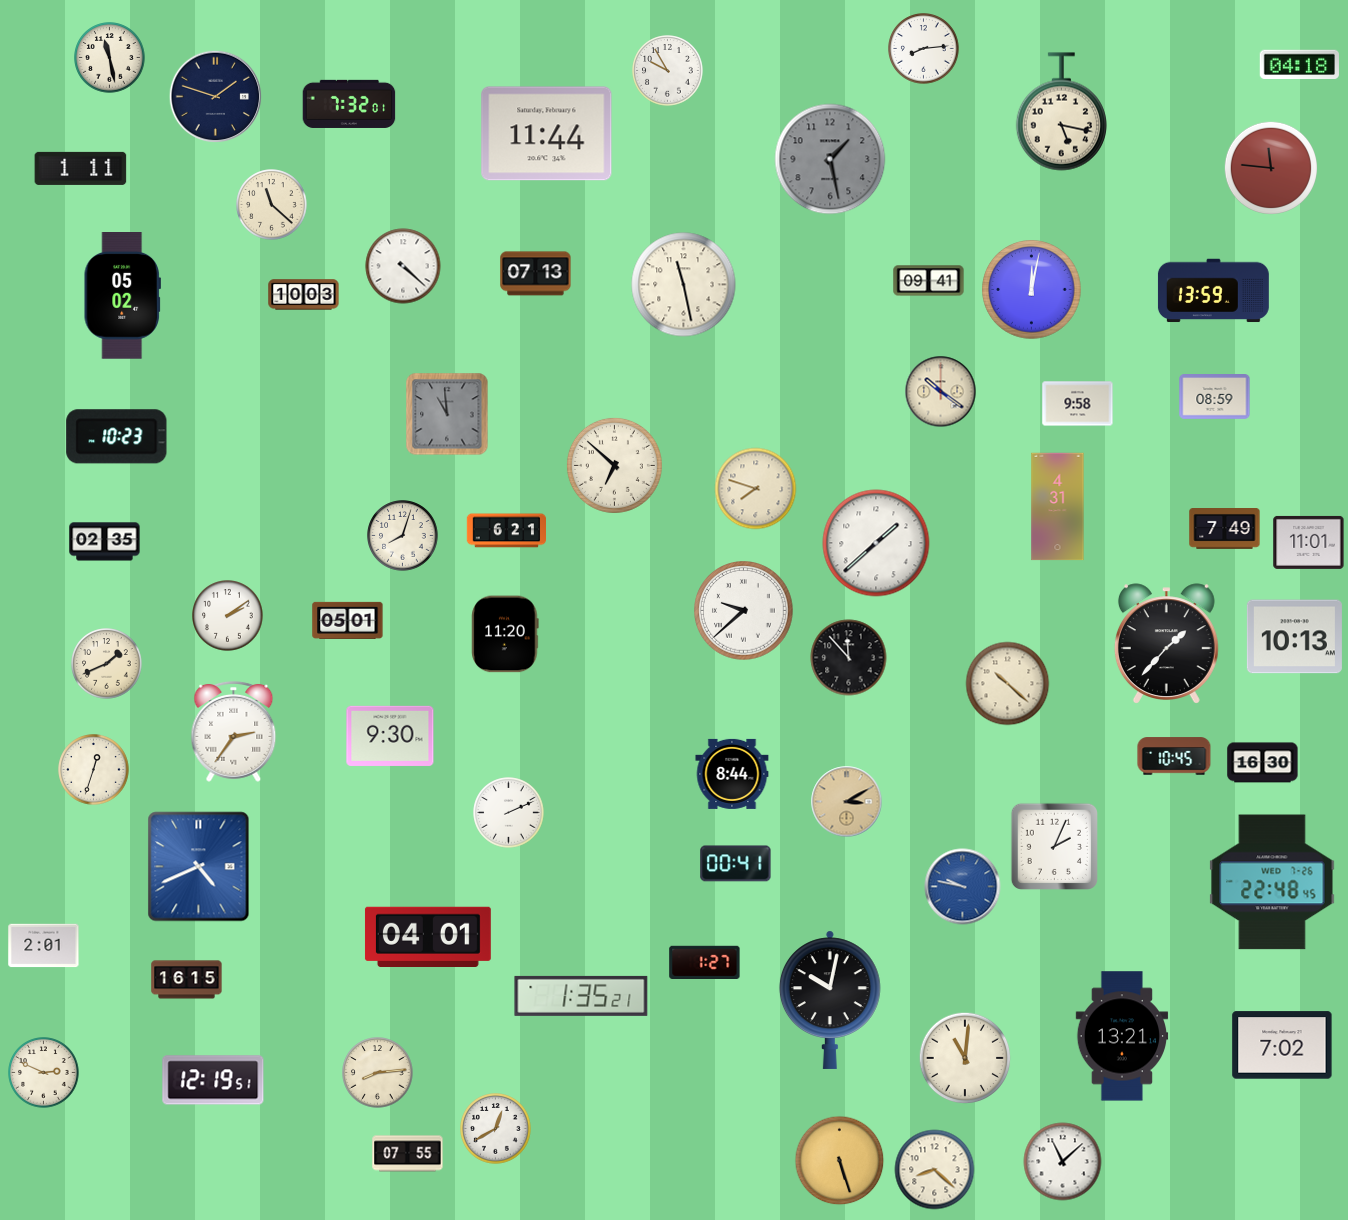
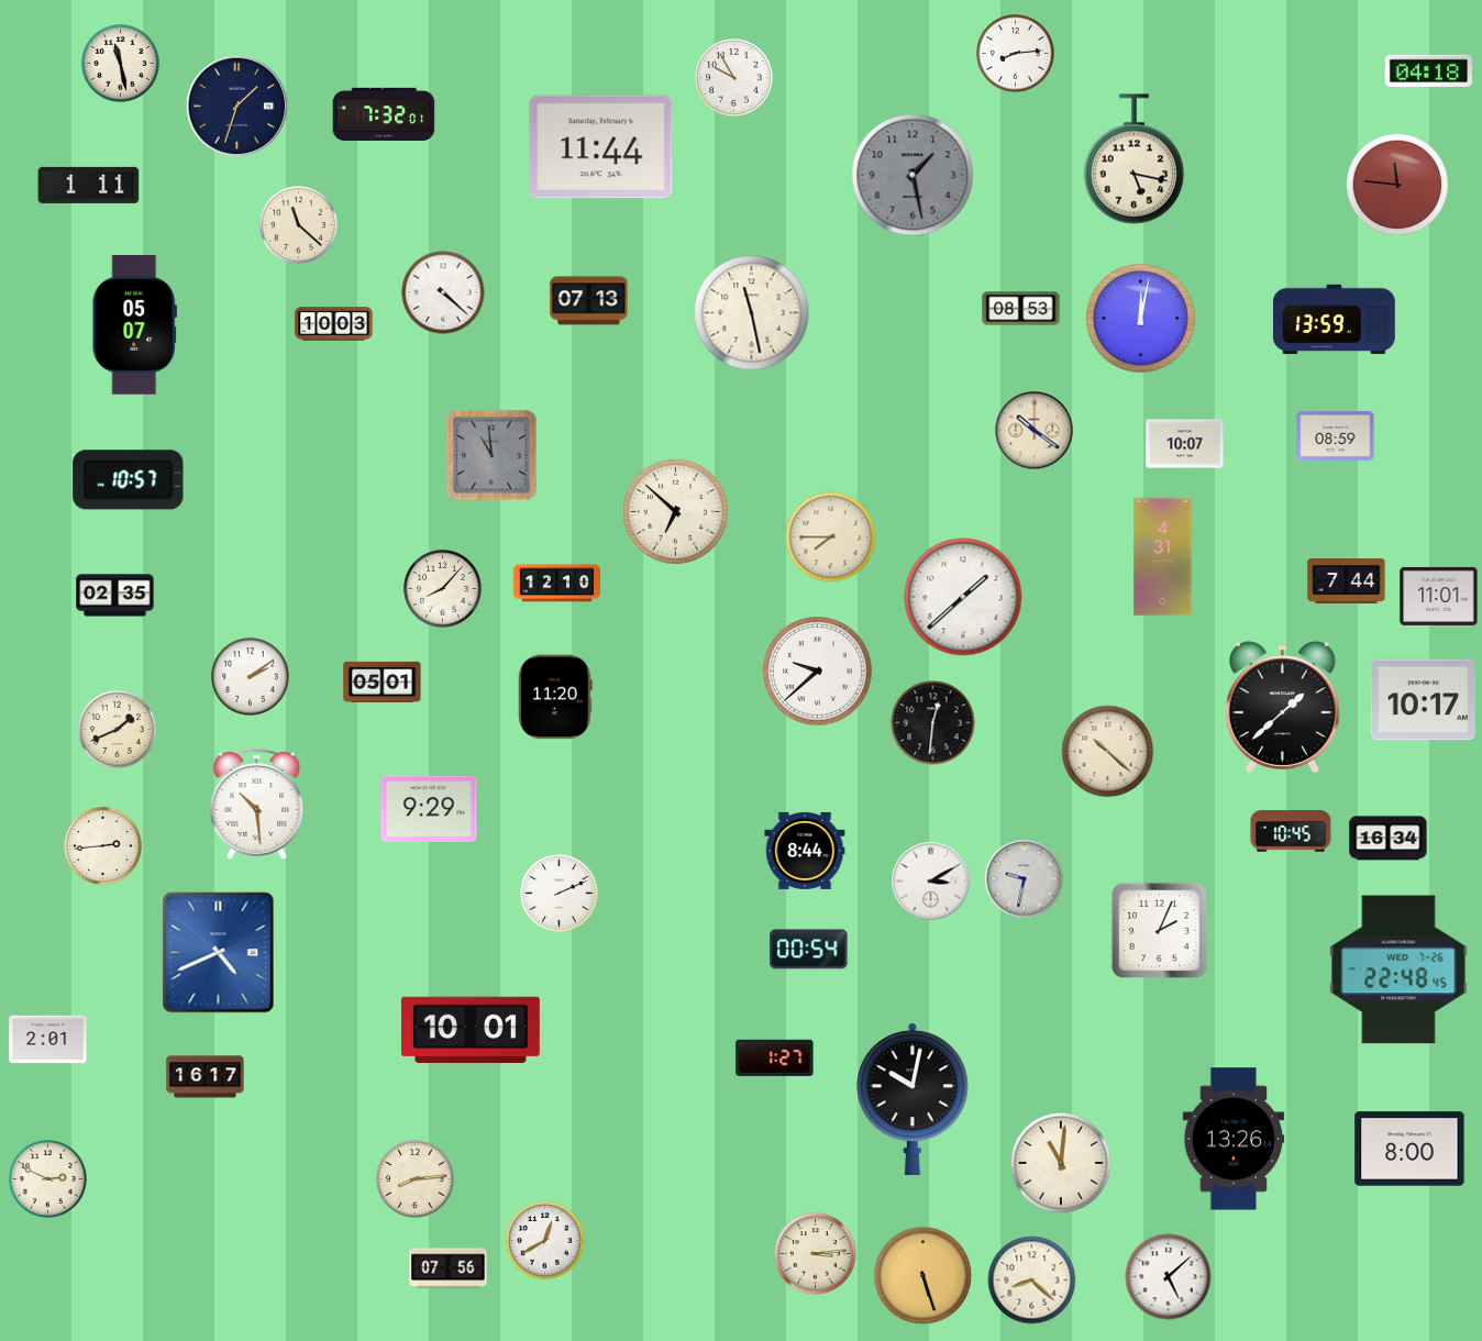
clock at (216, 97): 1:48 -> 1:33
clock at (1061, 112) position: (1061, 112) -> (1133, 159)
clock at (929, 281): 09:41 -> 08:53
clock at (1032, 290) position: (1032, 290) -> (1141, 319)
clock at (122, 296): 05:02 -> 05:07
clock at (1078, 404): 9:58 -> 10:07
clock at (117, 437): 10:23 -> 10:57
clock at (756, 489): 7:48 -> 7:45
clock at (1225, 529): 7:49 -> 7:44
clock at (506, 531): 6:21 -> 12:10
clock at (403, 536): 8:03 -> 8:07
clock at (1294, 637): 10:13 -> 10:17
clock at (1166, 644): 1:37 -> 1:38
clock at (849, 658): 11:53 -> 12:31
clock at (234, 731): 2:36 -> 10:29
clock at (390, 736): 9:30 -> 9:29
clock at (1263, 763): 16:30 -> 16:34
clock at (94, 770): 12:33 -> 2:44
clock at (1025, 879): none -> 9:32
clock at (847, 802) dial: champagne -> white
clock at (736, 864): 00:41 -> 00:54
clock at (963, 887): 9:47 -> none
clock at (428, 936): 04:01 -> 10:01
clock at (187, 980): 16:15 -> 16:17
clock at (581, 996): 1:35 -> none
clock at (1122, 1036): 13:21 -> 13:26
clock at (1282, 1045): 7:02 -> 8:00
clock at (213, 1080): 12:19 -> none
clock at (816, 1254): none -> 3:14
clock at (408, 1154): 07:55 -> 07:56
clock at (1063, 1162): 11:08 -> 5:08
clock at (935, 1170) position: (935, 1170) -> (1032, 1281)
